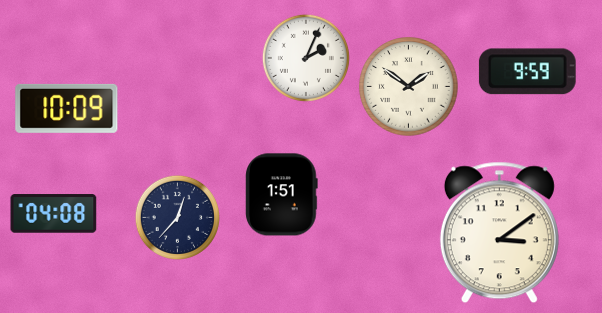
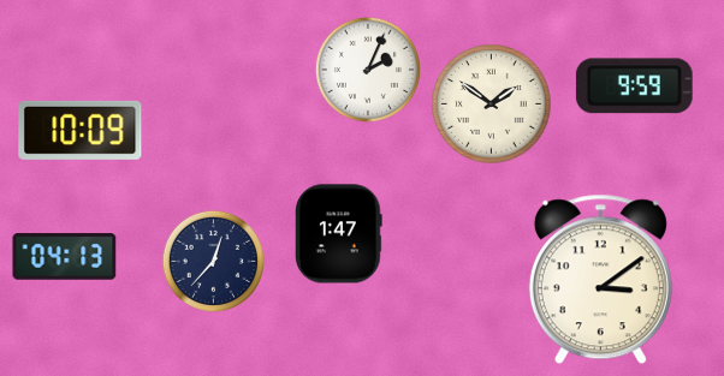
clock at (282, 195): 1:51 -> 1:47
clock at (54, 214): 04:08 -> 04:13
